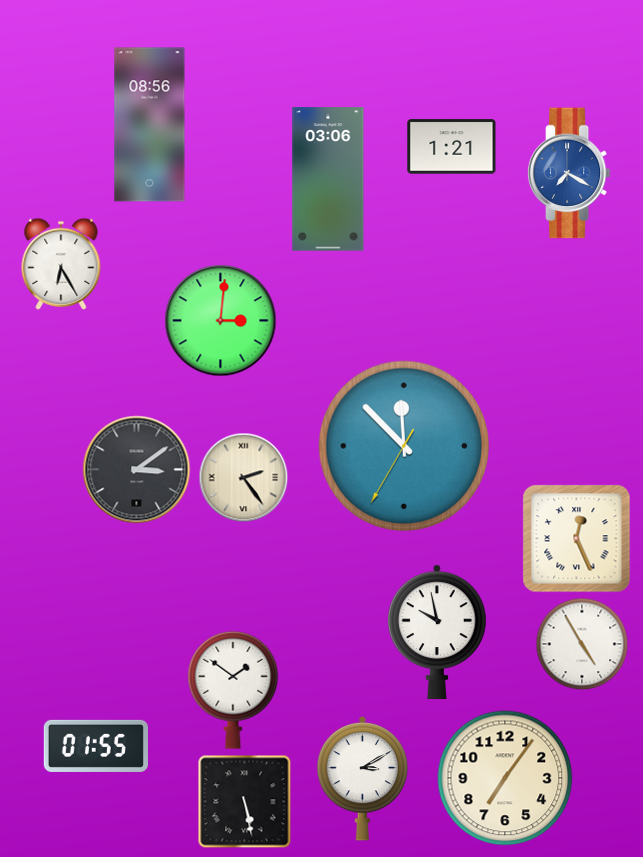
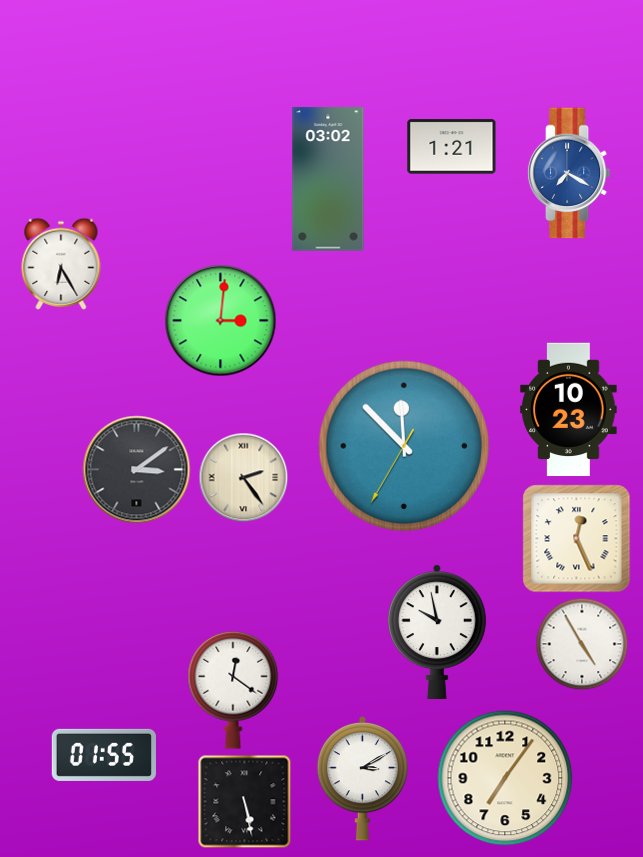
clock at (150, 125): 08:56 -> none
clock at (328, 179): 03:06 -> 03:02
clock at (569, 410): none -> 10:23
clock at (233, 690): 1:51 -> 12:21
clock at (96, 746) position: (96, 746) -> (104, 755)
